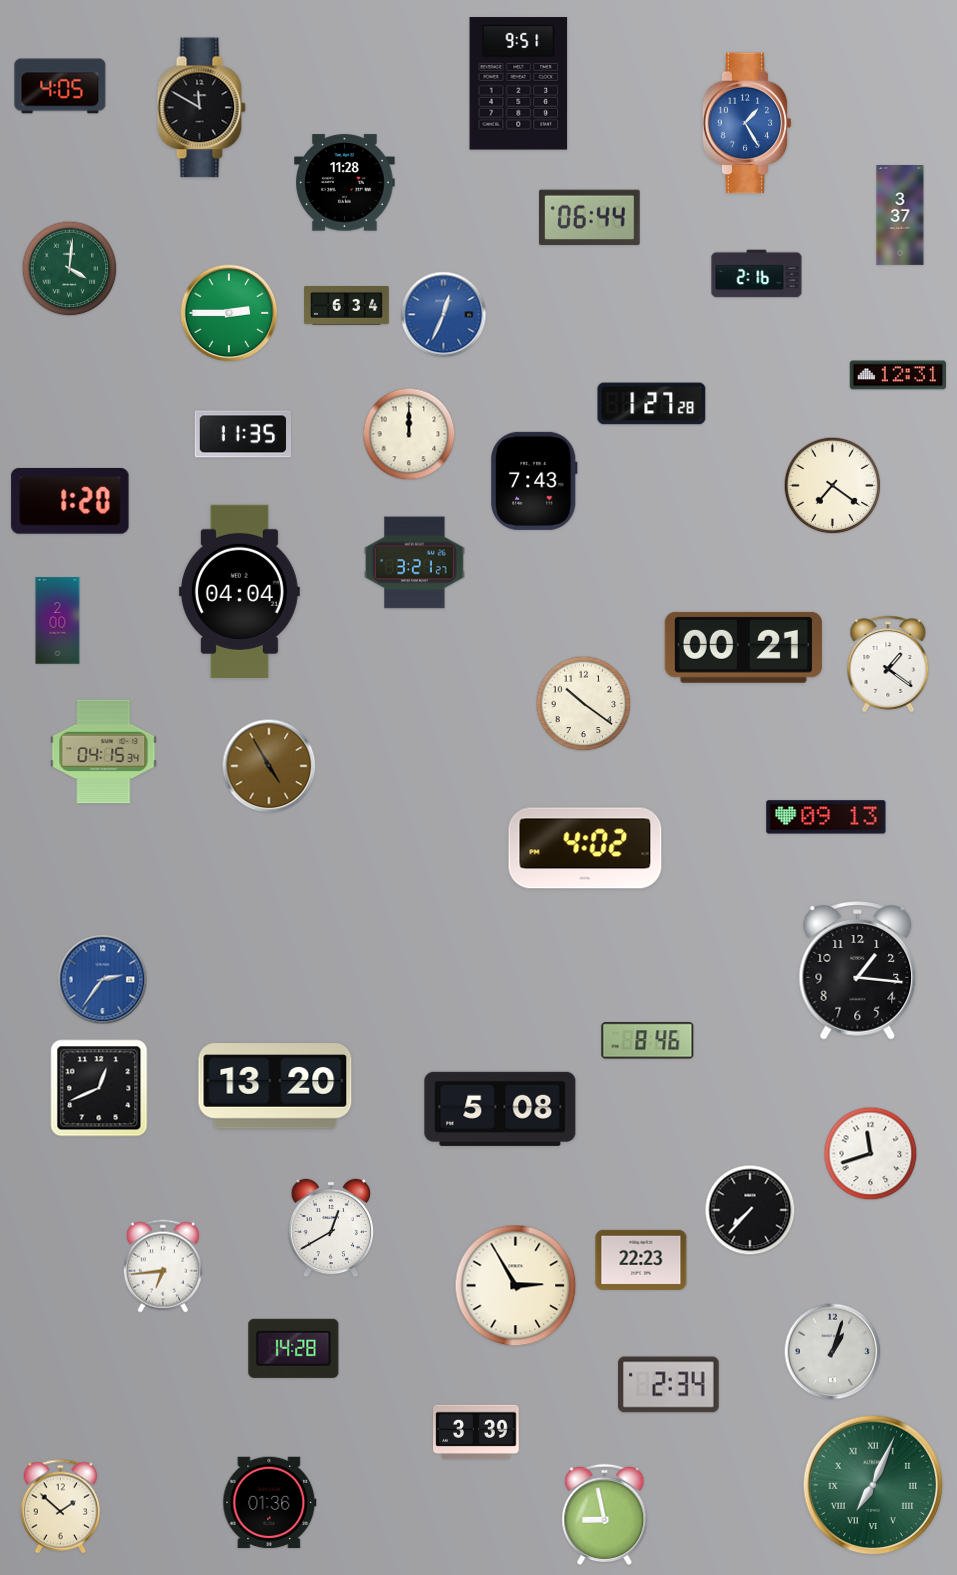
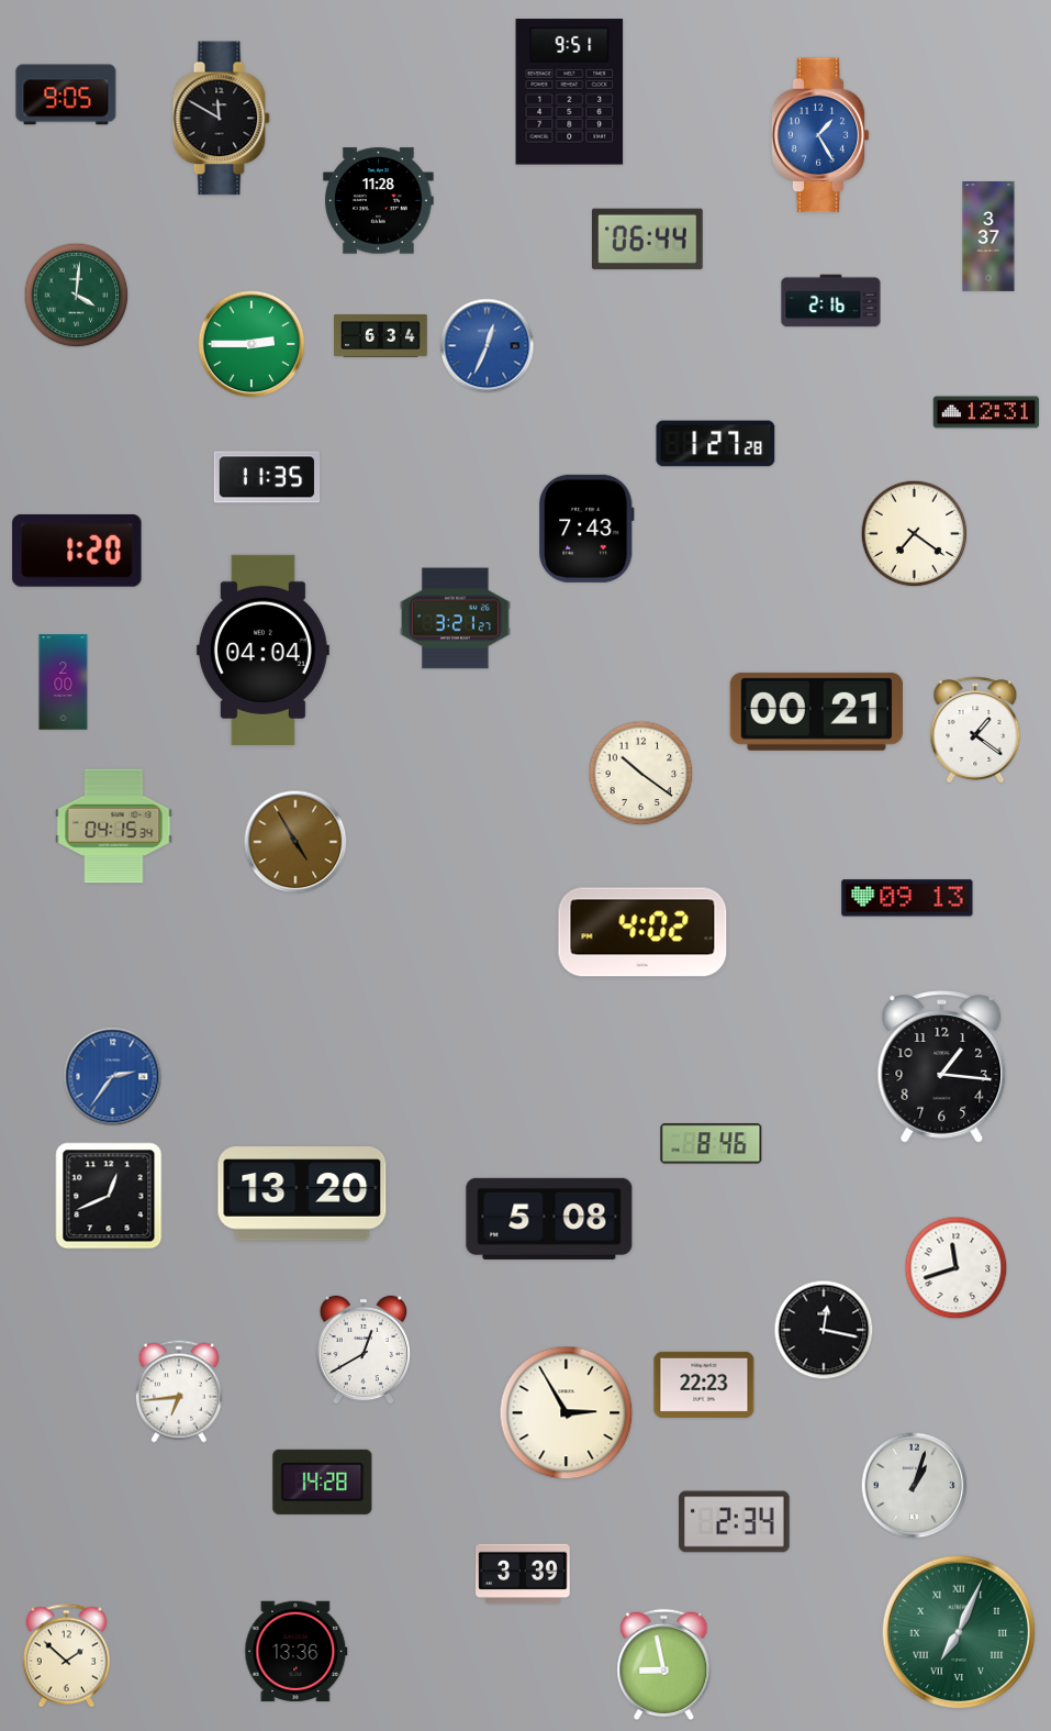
clock at (60, 86): 4:05 -> 9:05
clock at (409, 434): 12:00 -> none
clock at (750, 1210): 7:37 -> 12:17
clock at (270, 1503): 01:36 -> 13:36
